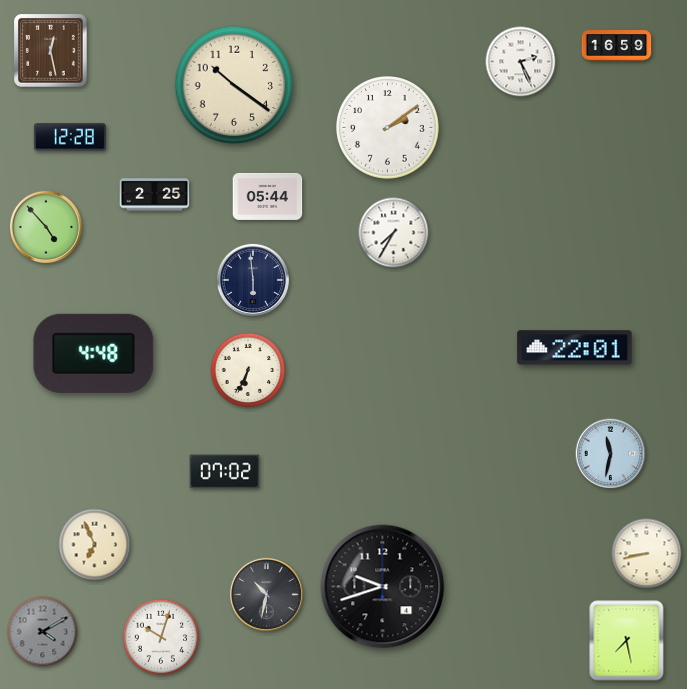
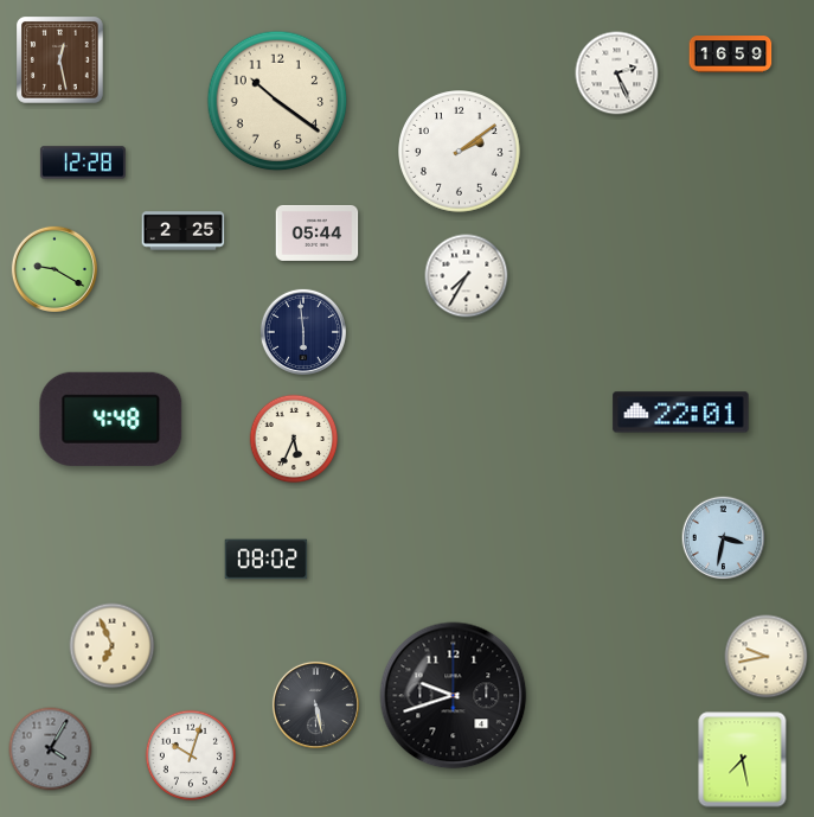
clock at (46, 227): 4:53 -> 9:20
clock at (253, 280) position: (253, 280) -> (303, 332)
clock at (248, 370): 6:34 -> 5:34
clock at (611, 454): 11:32 -> 3:32
clock at (225, 472): 07:02 -> 08:02
clock at (647, 554): 8:43 -> 9:43
clock at (266, 594): 10:32 -> 5:28
clock at (43, 632): 4:10 -> 4:05
